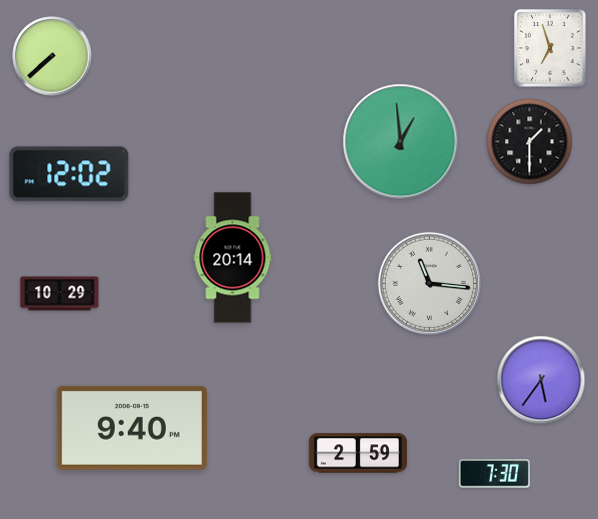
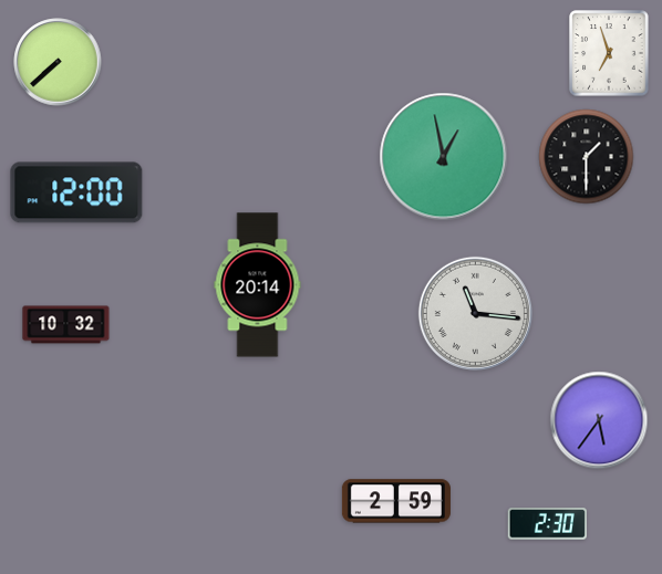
clock at (401, 142): 12:59 -> 12:58
clock at (69, 174): 12:02 -> 12:00
clock at (60, 294): 10:29 -> 10:32
clock at (132, 428): 9:40 -> none
clock at (494, 474): 7:30 -> 2:30
